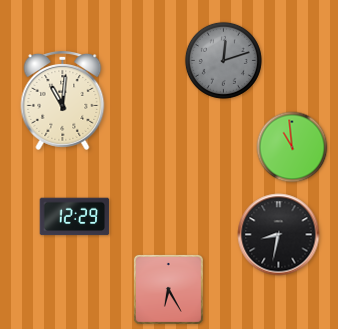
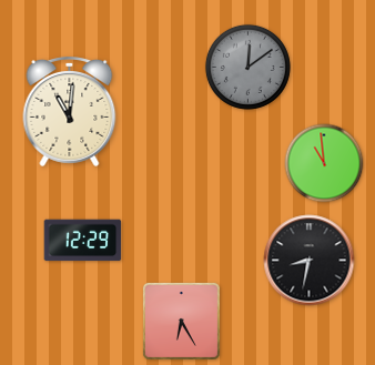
clock at (223, 60): 12:12 -> 12:09
clock at (168, 289) position: (168, 289) -> (181, 321)
